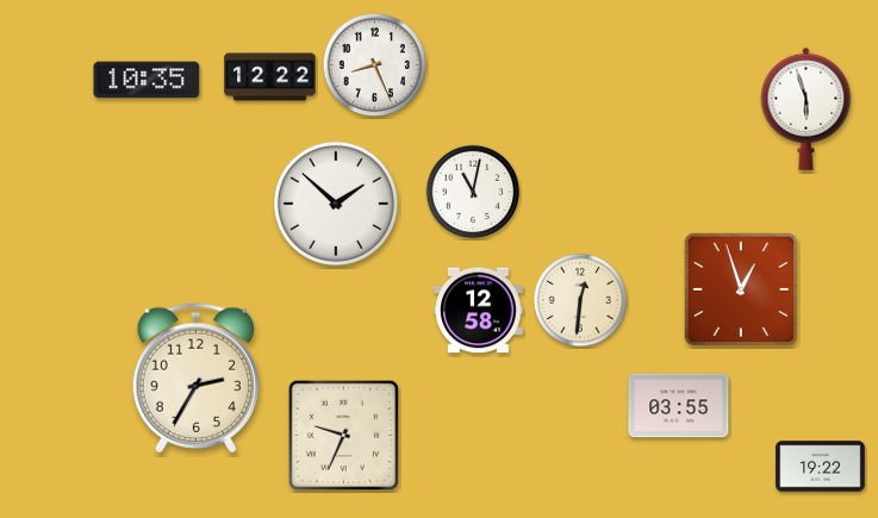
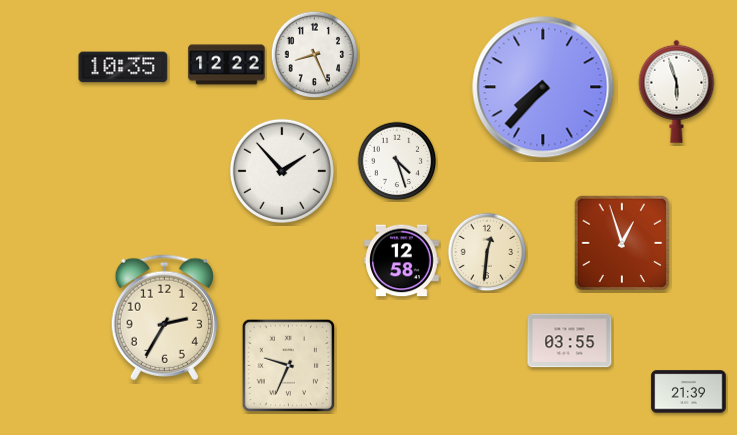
clock at (543, 87): none -> 7:37
clock at (473, 192): 11:02 -> 4:27
clock at (336, 204): 1:52 -> 1:53
clock at (821, 467): 19:22 -> 21:39
